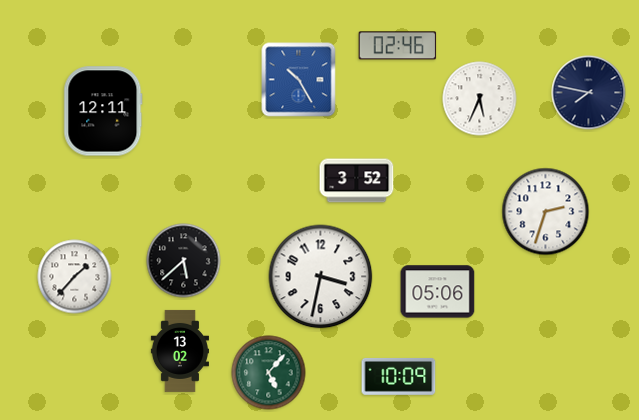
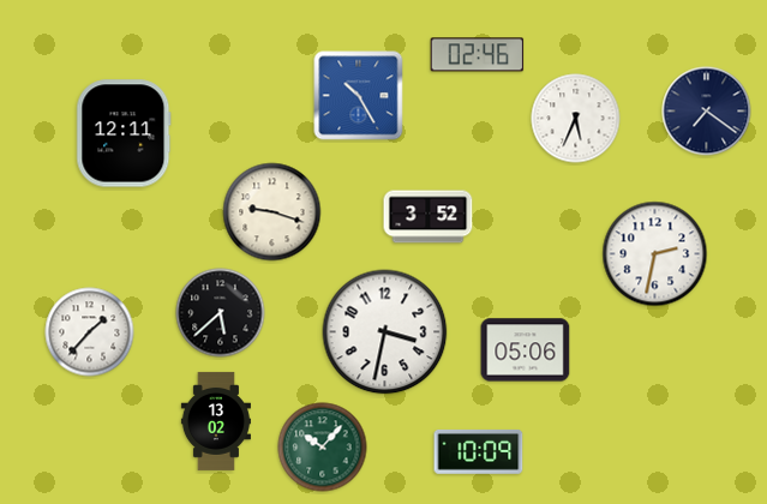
clock at (589, 93): 7:47 -> 7:21
clock at (272, 212): none -> 9:18
clock at (546, 212): 2:33 -> 2:32
clock at (269, 373): 5:07 -> 10:07
